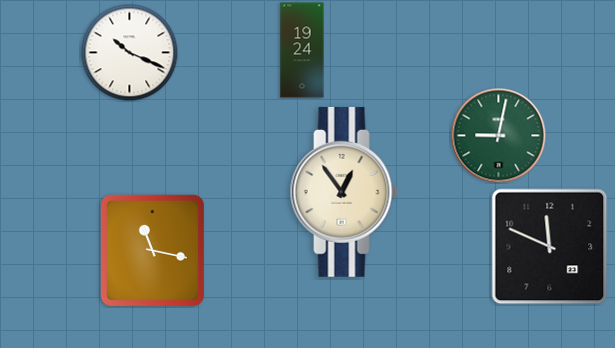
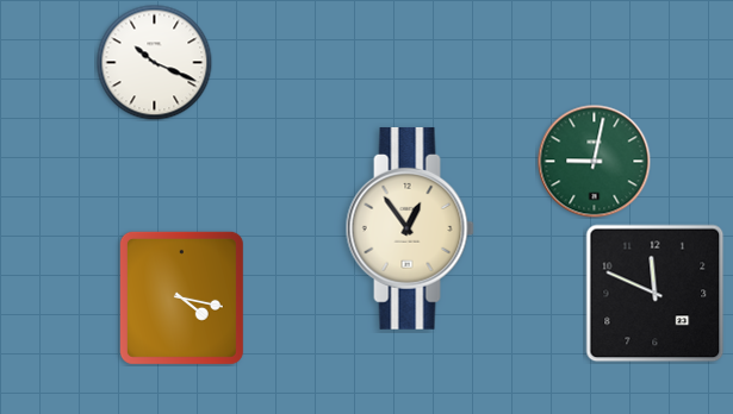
clock at (302, 50): 19:24 -> none
clock at (152, 250): 11:17 -> 4:17
